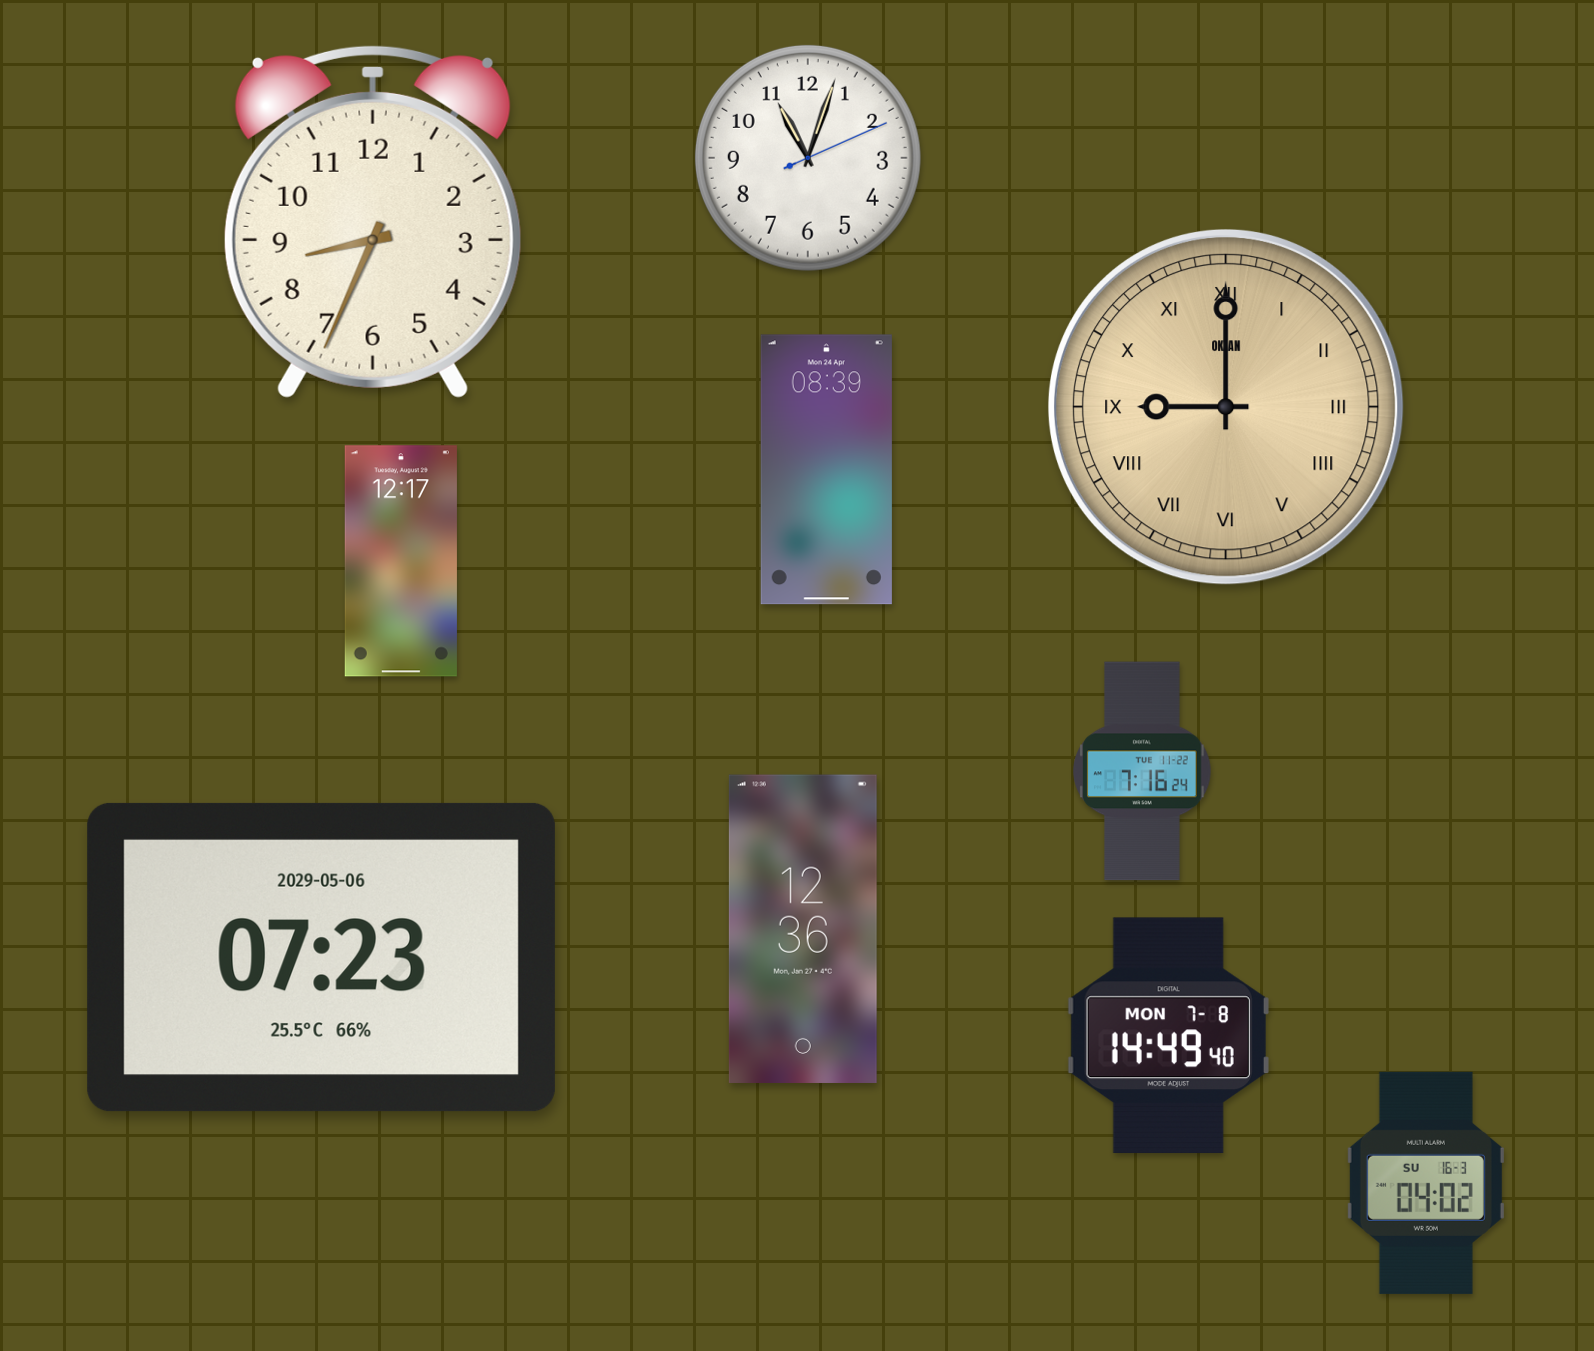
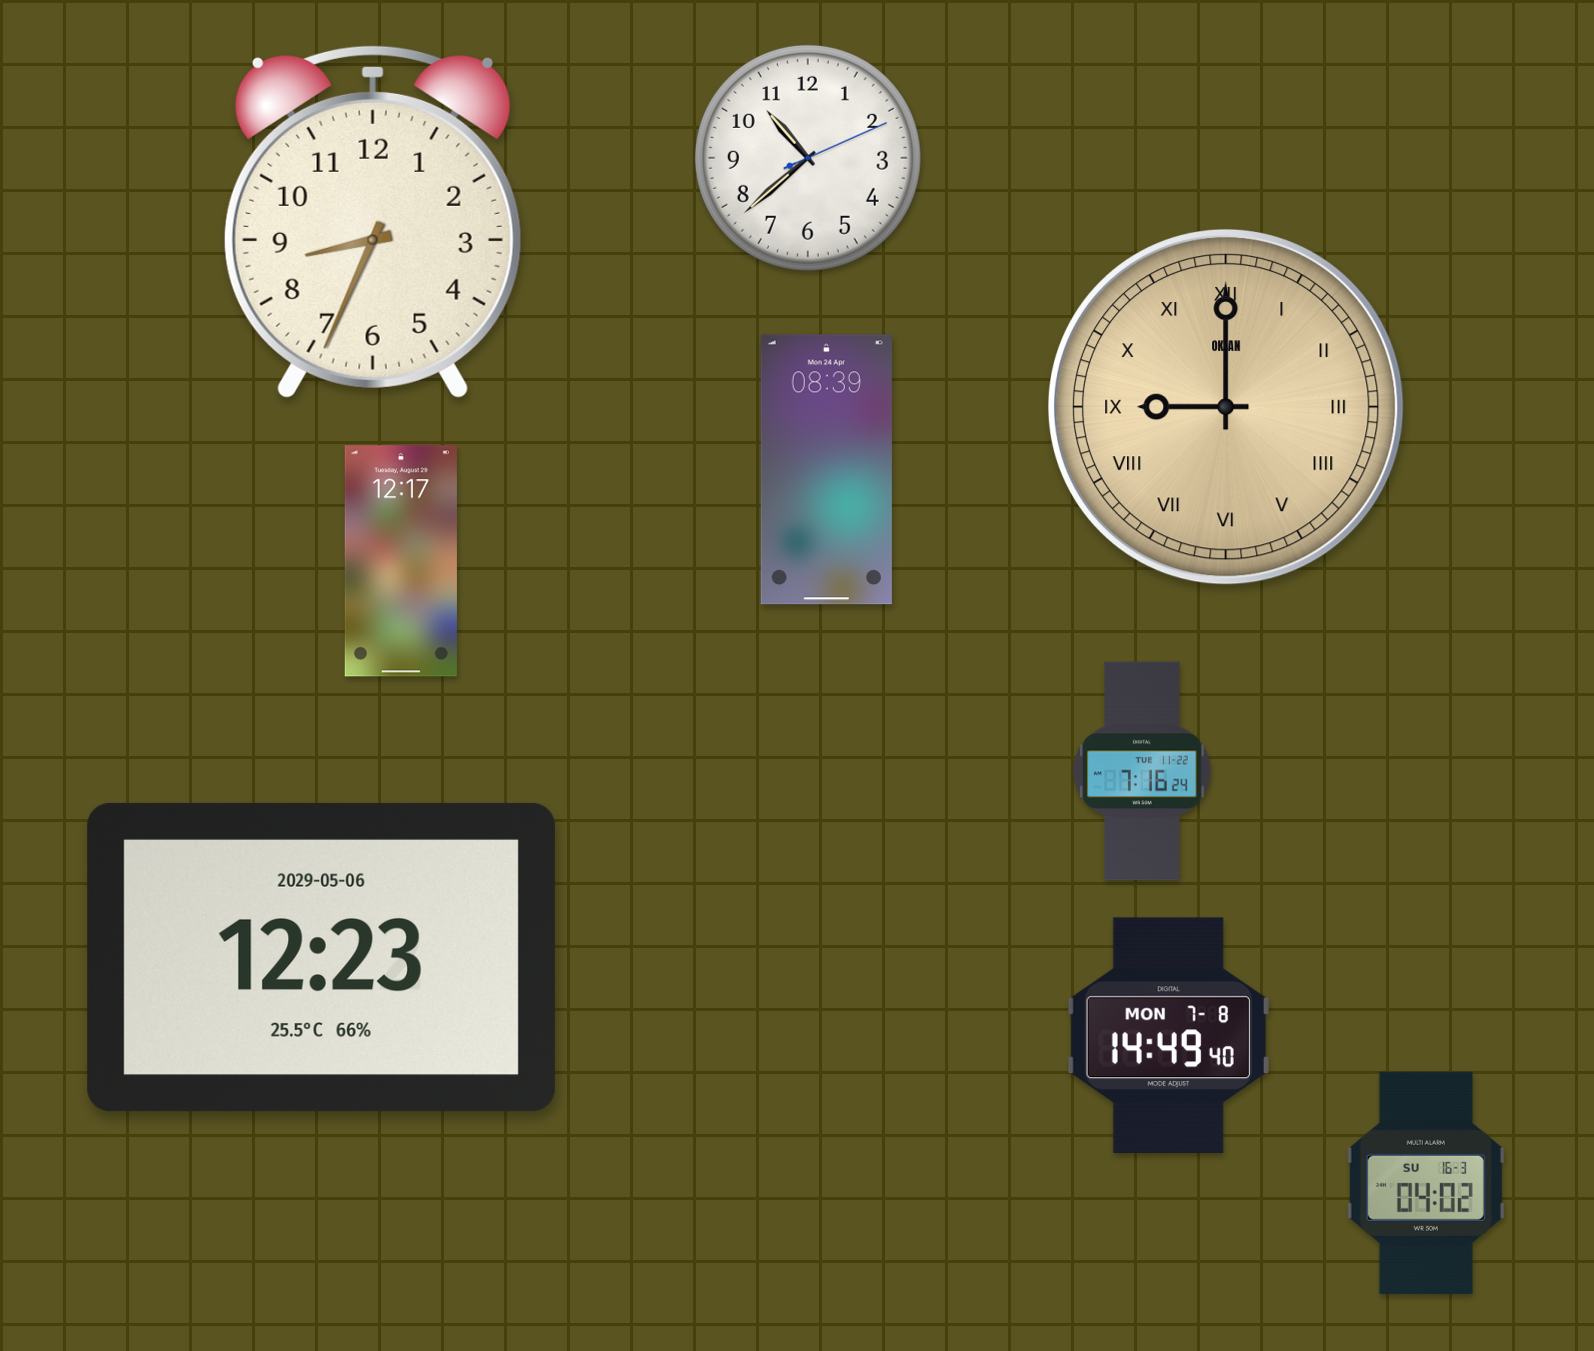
clock at (808, 158): 11:03 -> 10:38
clock at (803, 929): 12:36 -> none
clock at (321, 957): 07:23 -> 12:23
